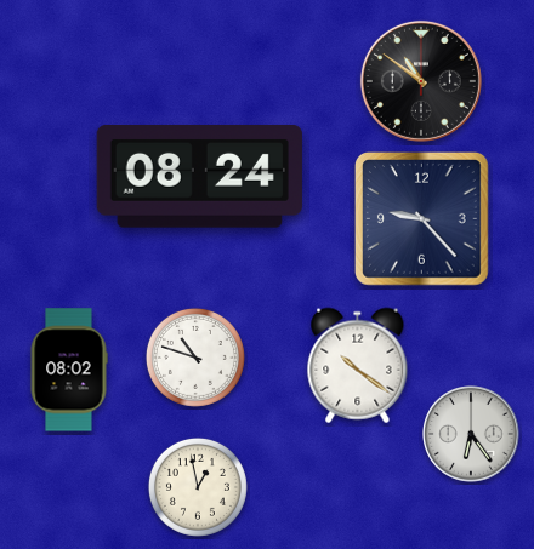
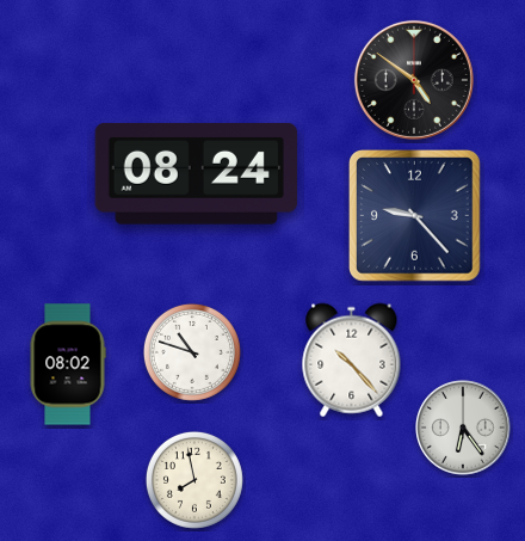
clock at (421, 81): 10:51 -> 4:51
clock at (358, 366): 10:21 -> 10:23
clock at (198, 487): 12:58 -> 7:58
